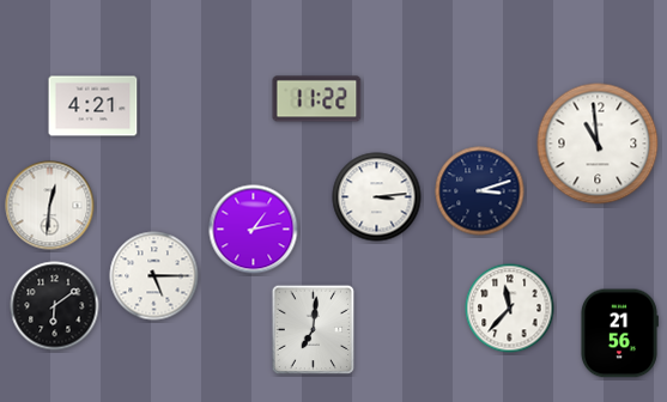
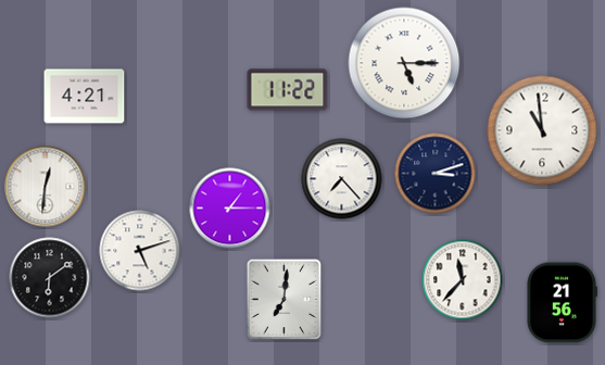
clock at (404, 63): none -> 5:15
clock at (377, 197): 3:14 -> 7:23
clock at (254, 230): 1:13 -> 1:15
clock at (154, 276): 5:15 -> 5:12
